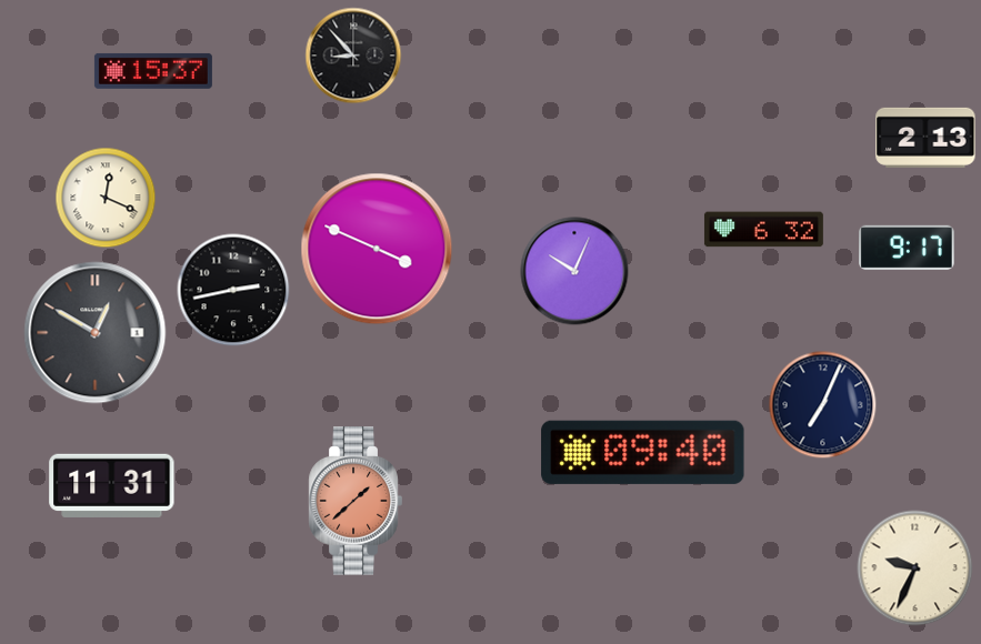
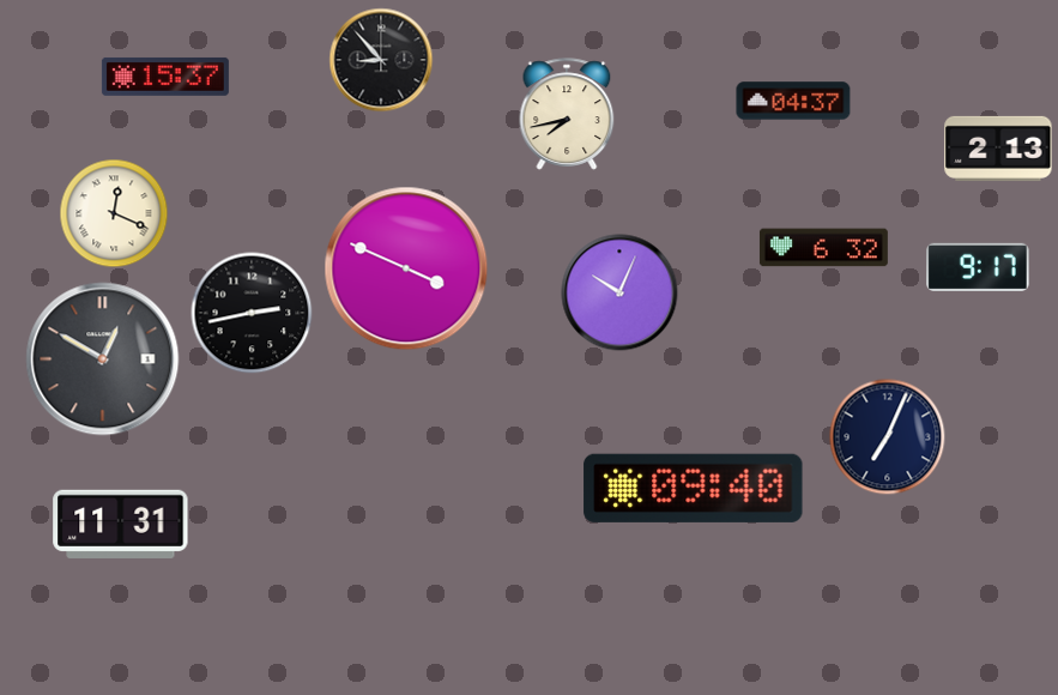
clock at (793, 101): none -> 04:37
clock at (567, 114): none -> 7:43
clock at (356, 501): 1:38 -> none
clock at (915, 568): 9:34 -> none
